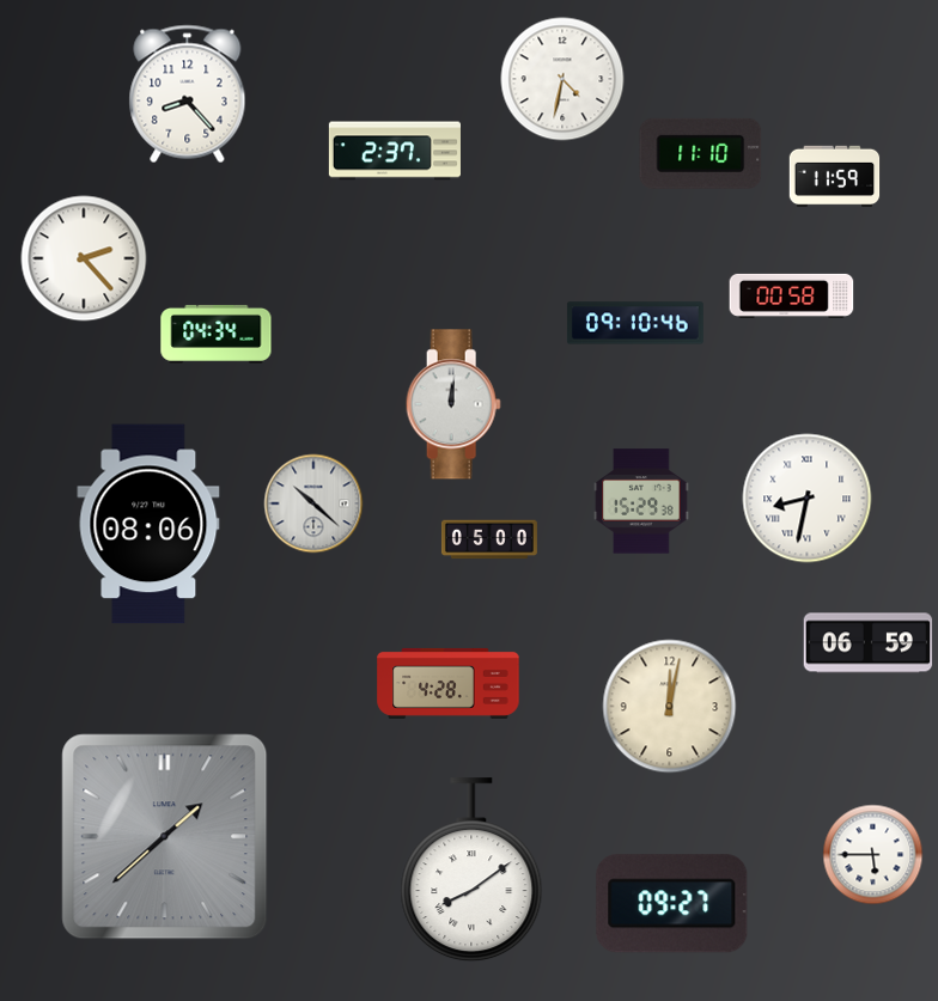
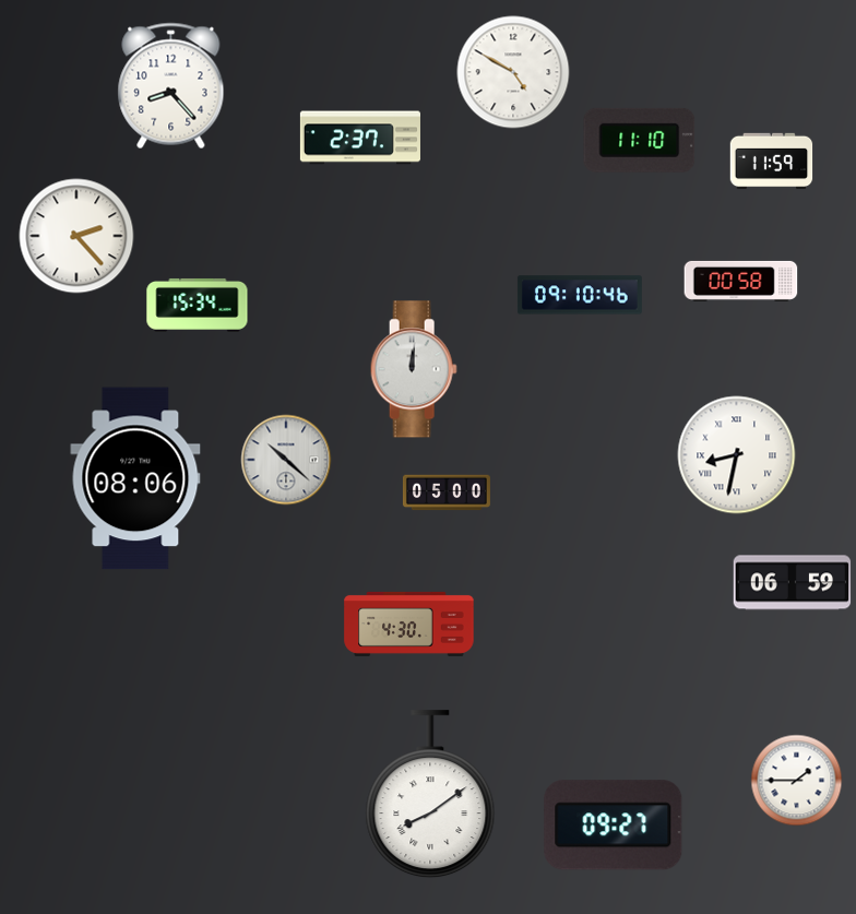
clock at (562, 79): 4:32 -> 4:50
clock at (835, 177) position: (835, 177) -> (772, 162)
clock at (792, 295) position: (792, 295) -> (741, 281)
clock at (217, 334): 04:34 -> 15:34
clock at (641, 501): 15:29 -> none
clock at (869, 643) position: (869, 643) -> (793, 583)
clock at (449, 683): 4:28 -> 4:30
clock at (670, 707): 12:02 -> none
clock at (165, 837): 1:38 -> none
clock at (873, 855): 5:45 -> 1:45
